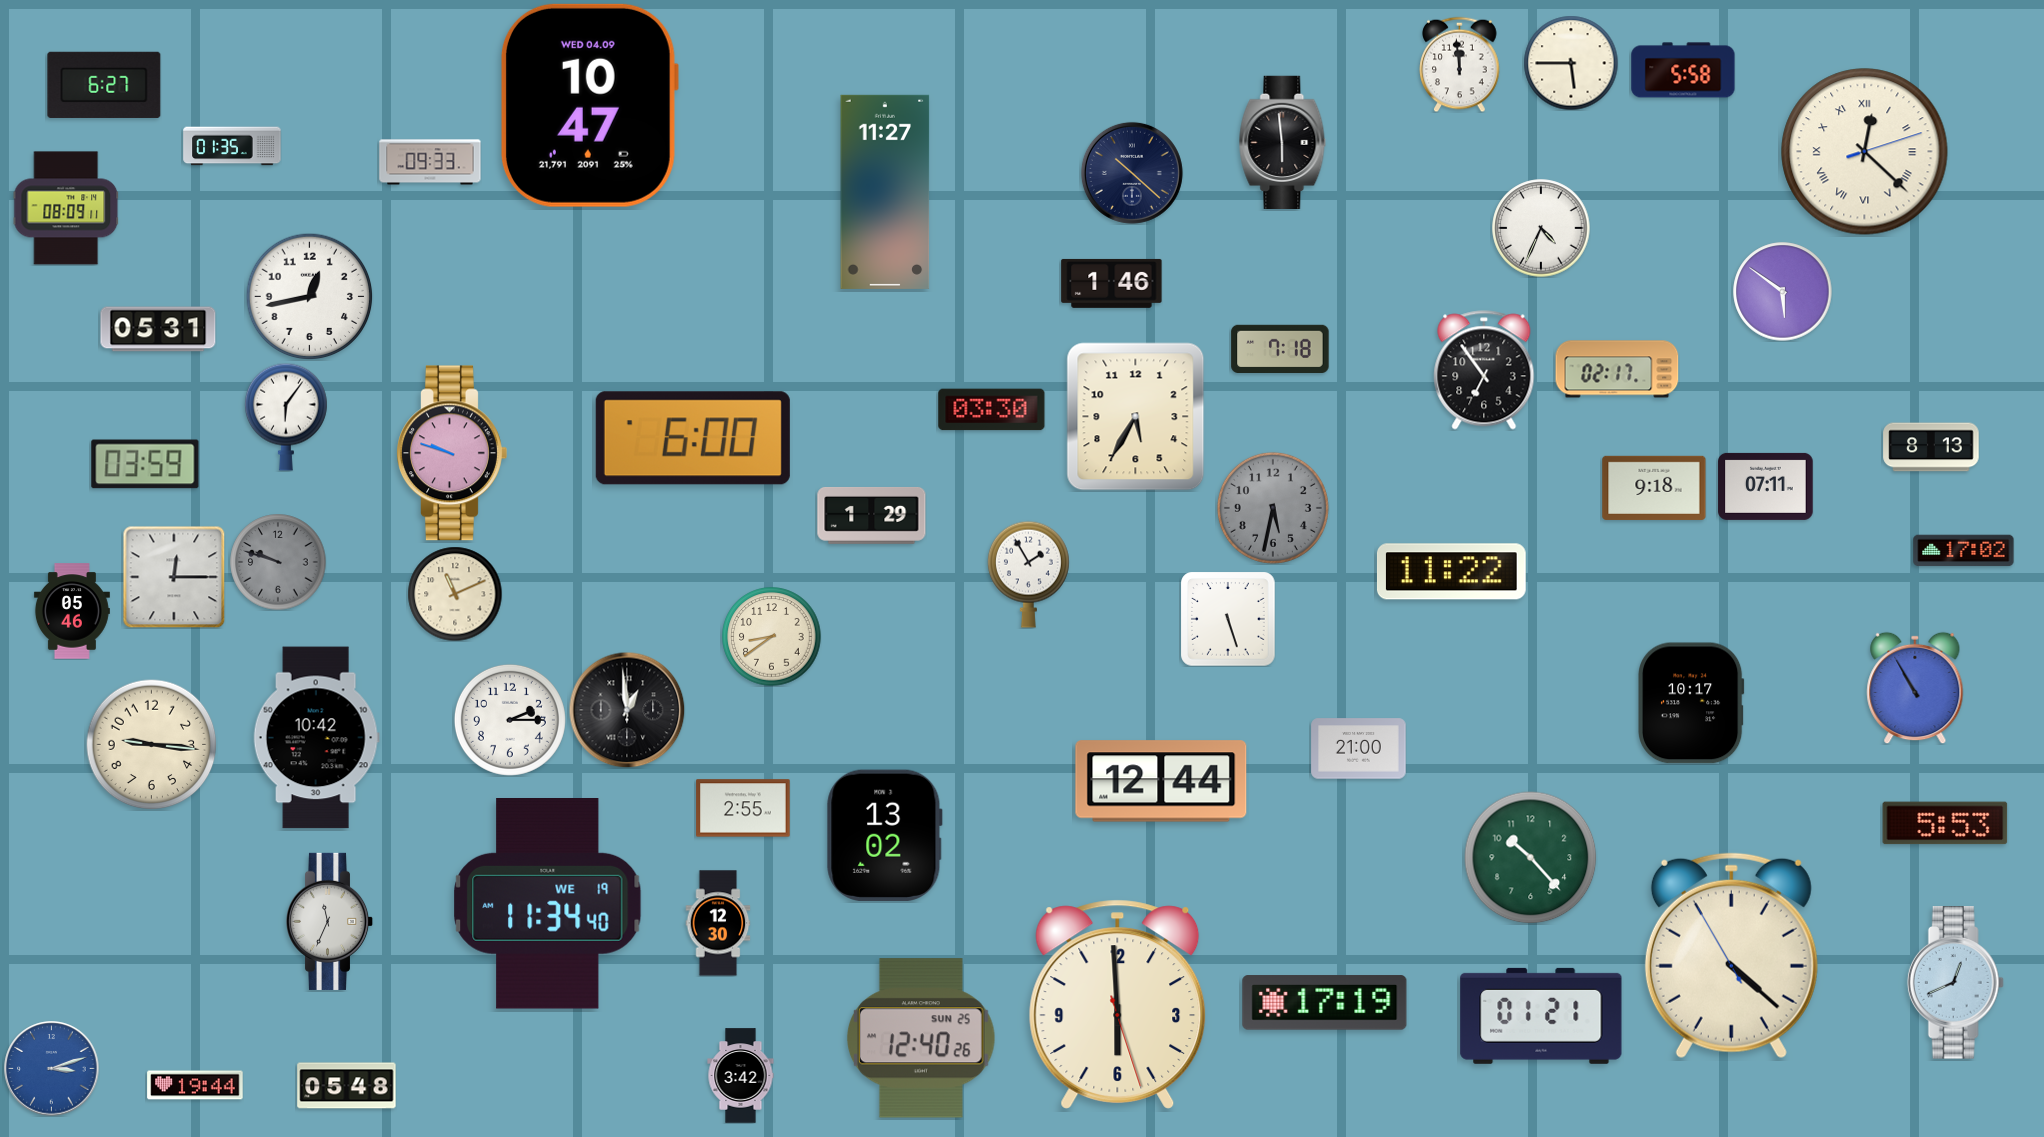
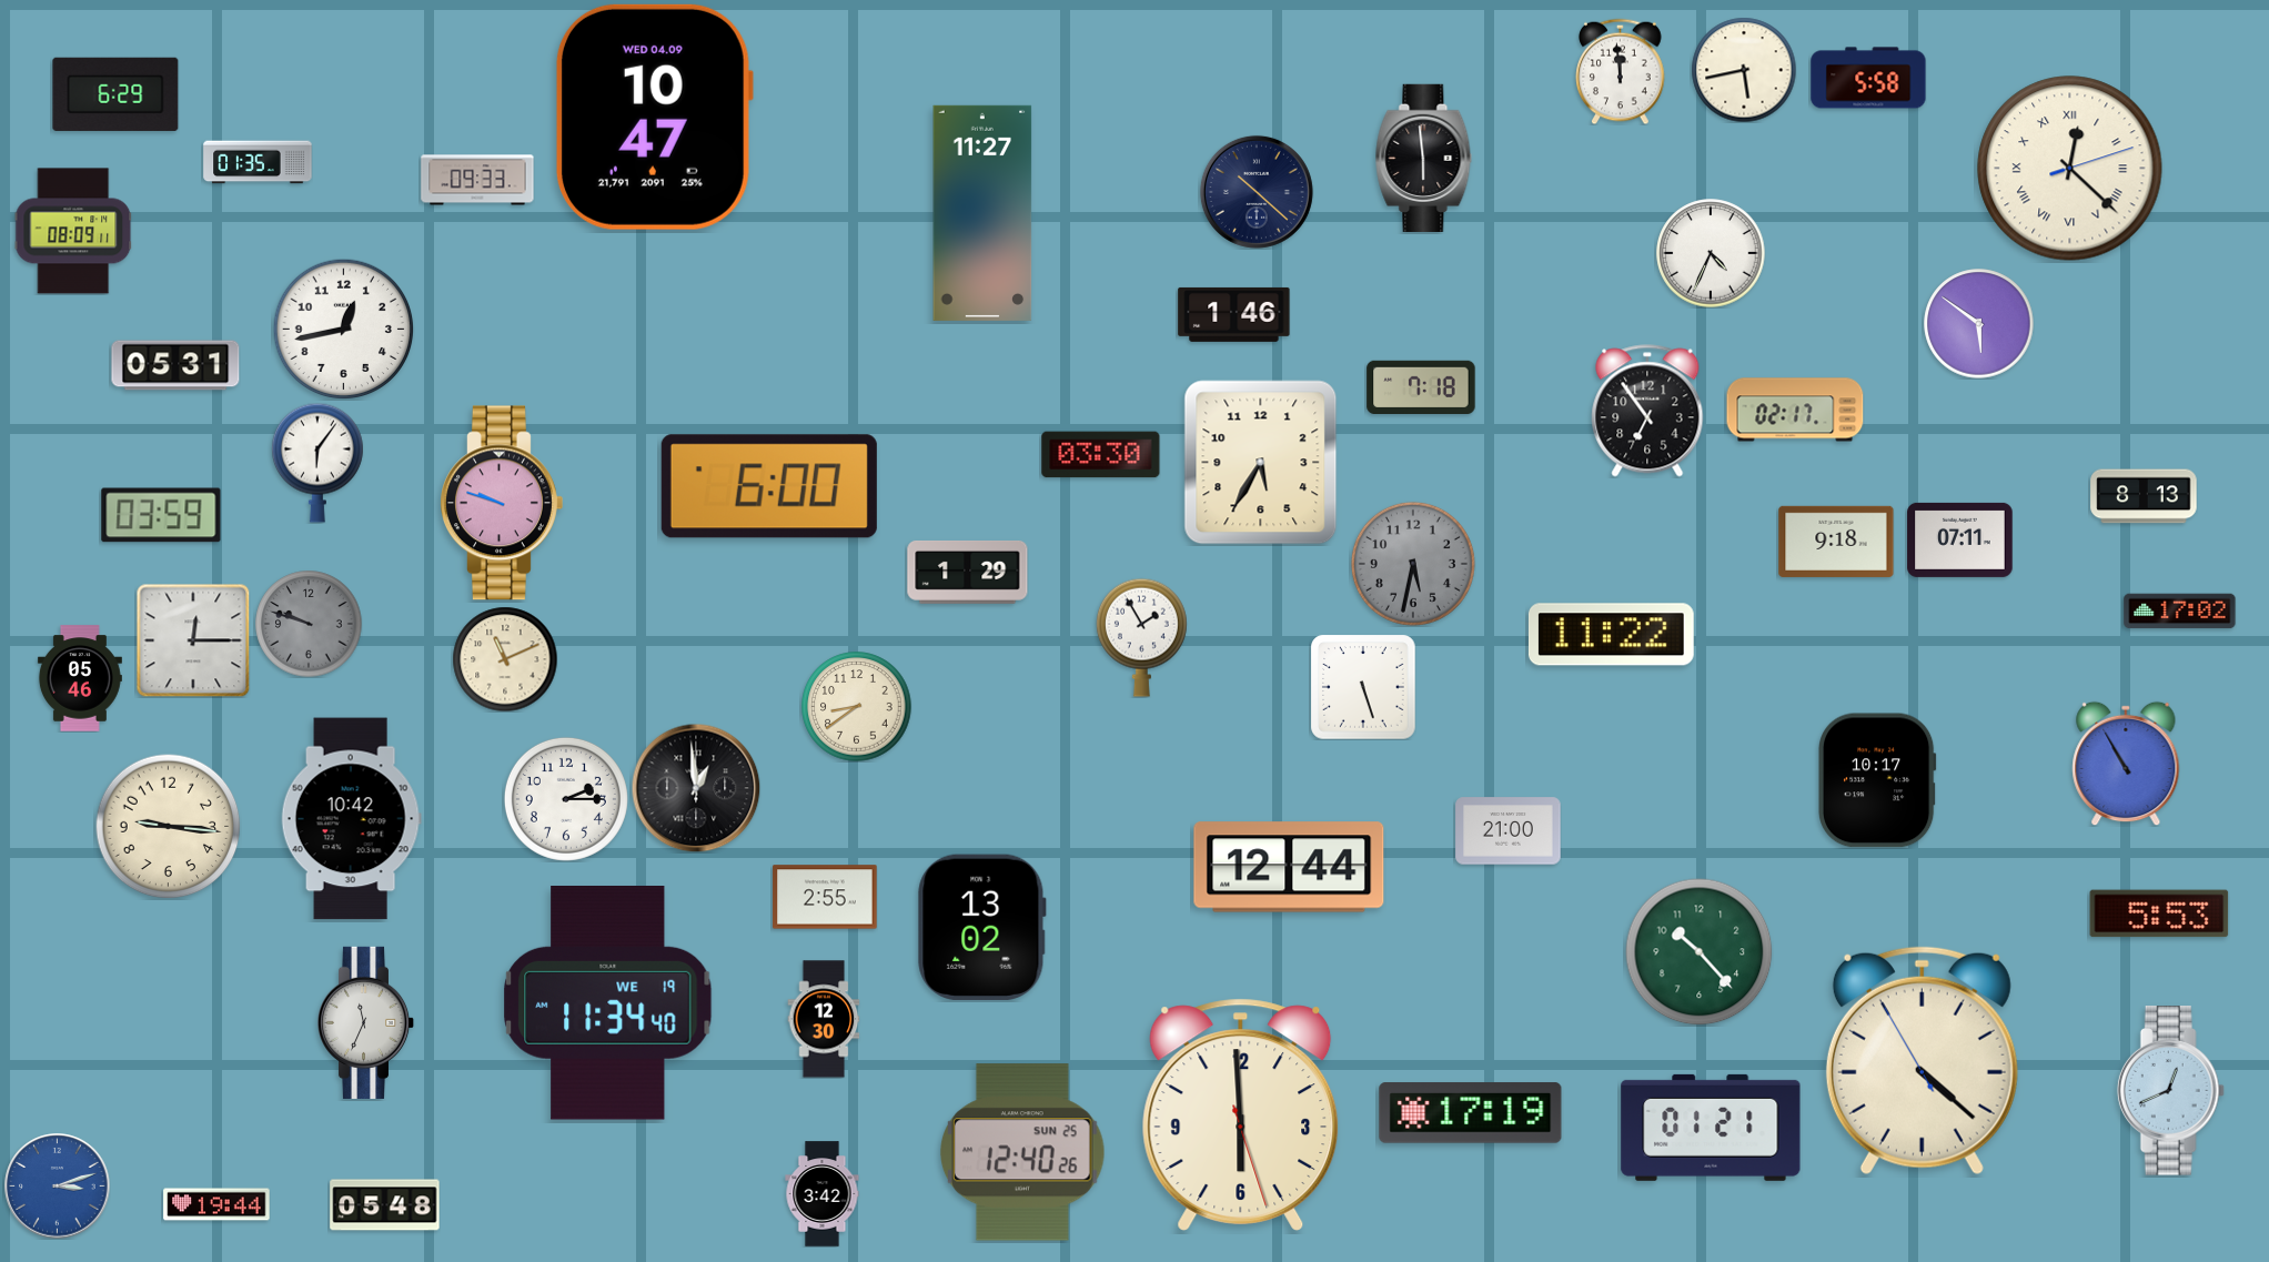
clock at (1571, 63): 5:45 -> 5:43
clock at (104, 85): 6:27 -> 6:29
clock at (718, 923) position: (718, 923) -> (824, 1019)
